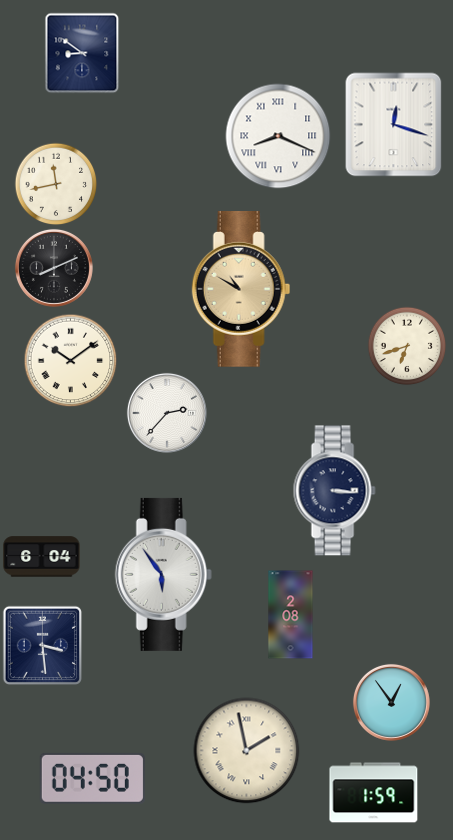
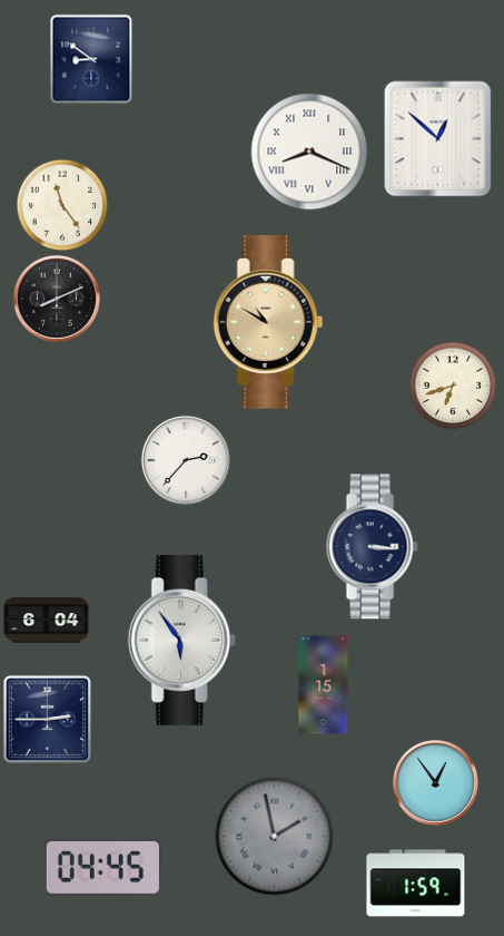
clock at (394, 125): 12:18 -> 12:52
clock at (56, 184): 11:43 -> 11:24
clock at (54, 268) position: (54, 268) -> (57, 299)
clock at (70, 360): 10:09 -> none
clock at (291, 615): 2:08 -> 1:15
clock at (42, 645): 3:29 -> 2:45
clock at (247, 751) dial: cream -> grey
clock at (92, 778): 04:50 -> 04:45
